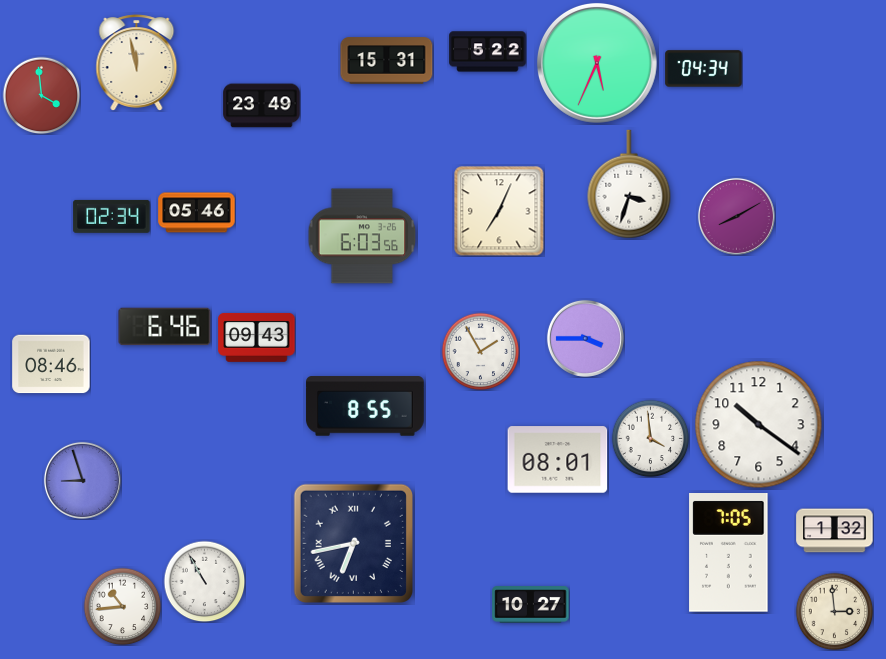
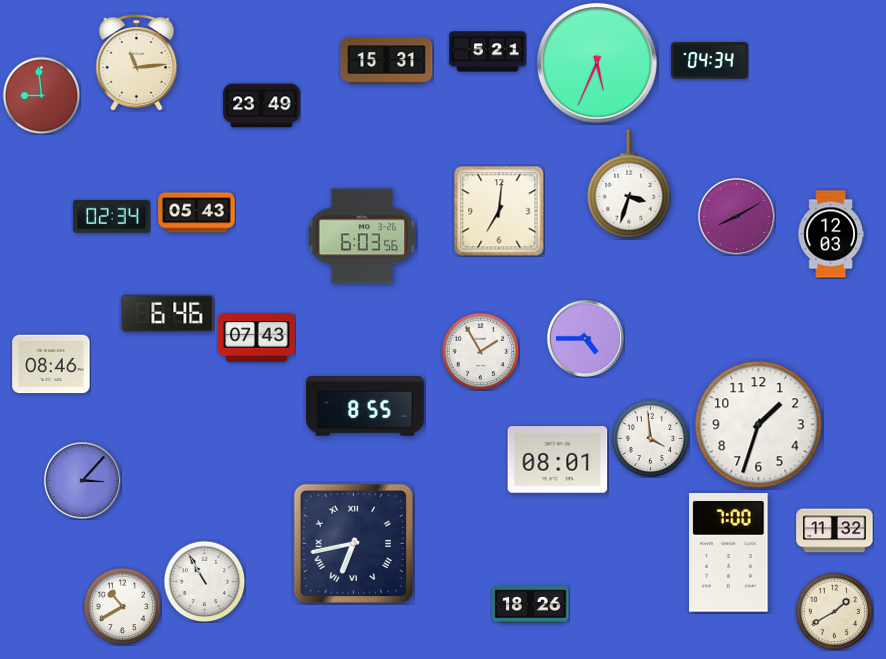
clock at (488, 52): 5:22 -> 5:21
clock at (137, 63): 11:58 -> 11:14
clock at (704, 69) position: (704, 69) -> (710, 61)
clock at (41, 95): 3:59 -> 8:59
clock at (499, 211): 7:04 -> 7:01
clock at (197, 213): 05:46 -> 05:43
clock at (831, 234): none -> 12:03
clock at (165, 327) position: (165, 327) -> (168, 314)
clock at (257, 337): 09:43 -> 07:43
clock at (585, 338): 3:45 -> 4:45
clock at (759, 425): 10:21 -> 1:33
clock at (82, 480): 8:57 -> 3:07
clock at (835, 531): 1:32 -> 11:32
clock at (729, 553): 7:05 -> 7:00
clock at (531, 605): 10:27 -> 18:26
clock at (122, 606): 10:44 -> 10:40
clock at (834, 611): 2:59 -> 1:40
